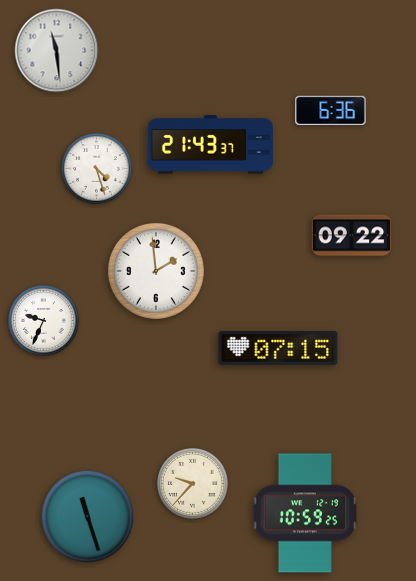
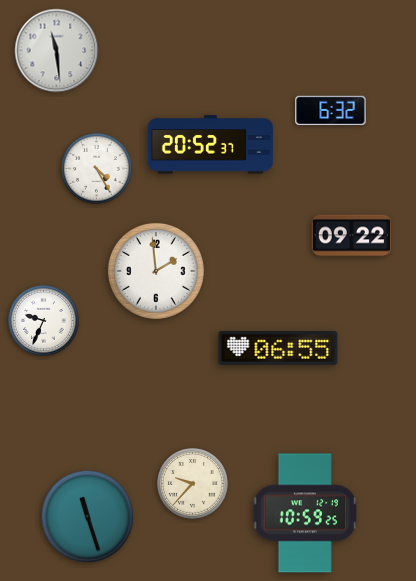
clock at (331, 111): 6:36 -> 6:32
clock at (210, 145): 21:43 -> 20:52
clock at (97, 169): 4:27 -> 4:25
clock at (278, 348): 07:15 -> 06:55
